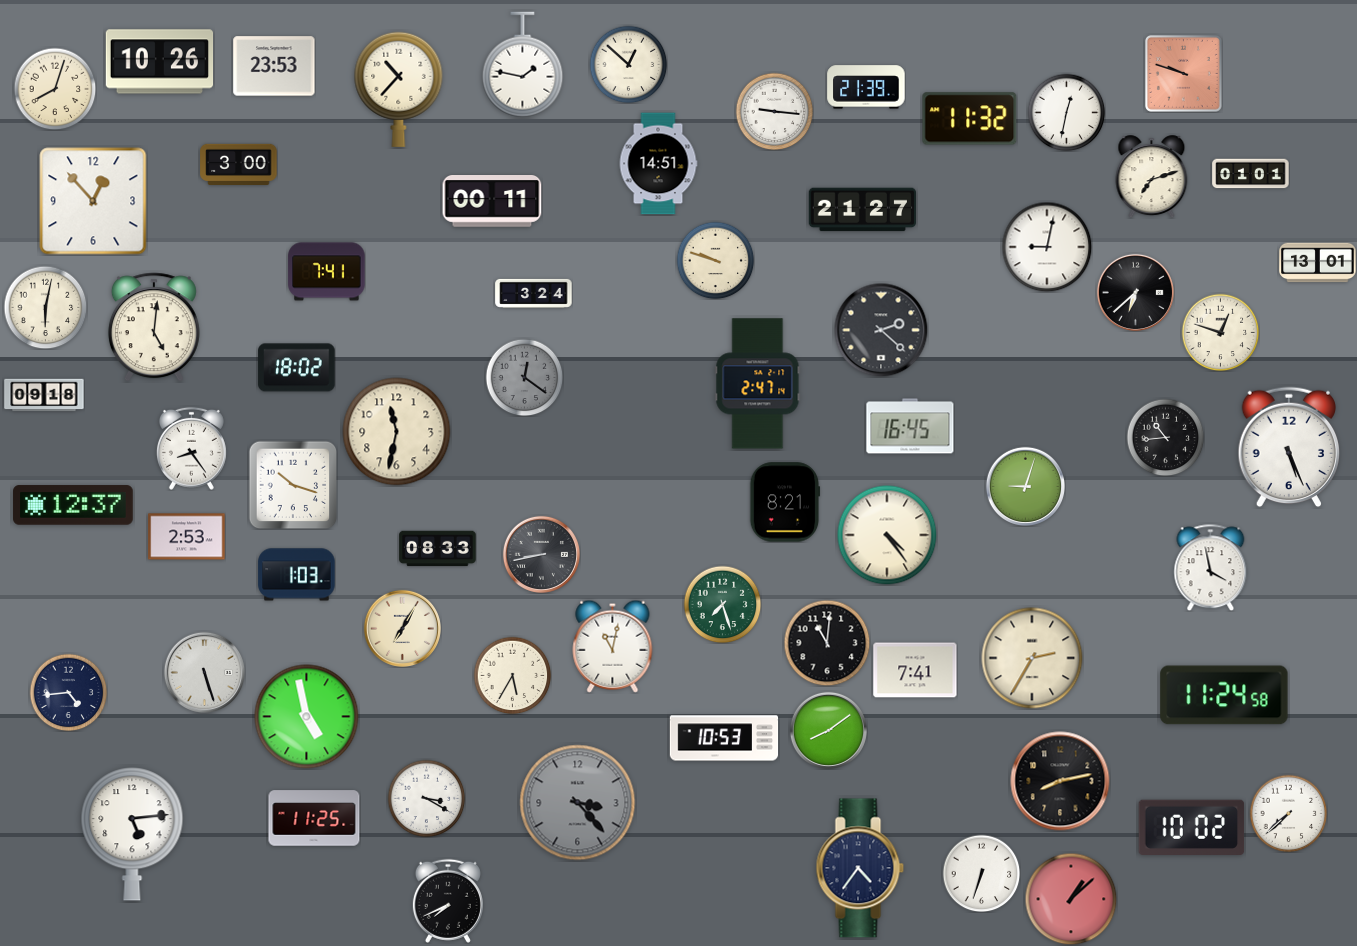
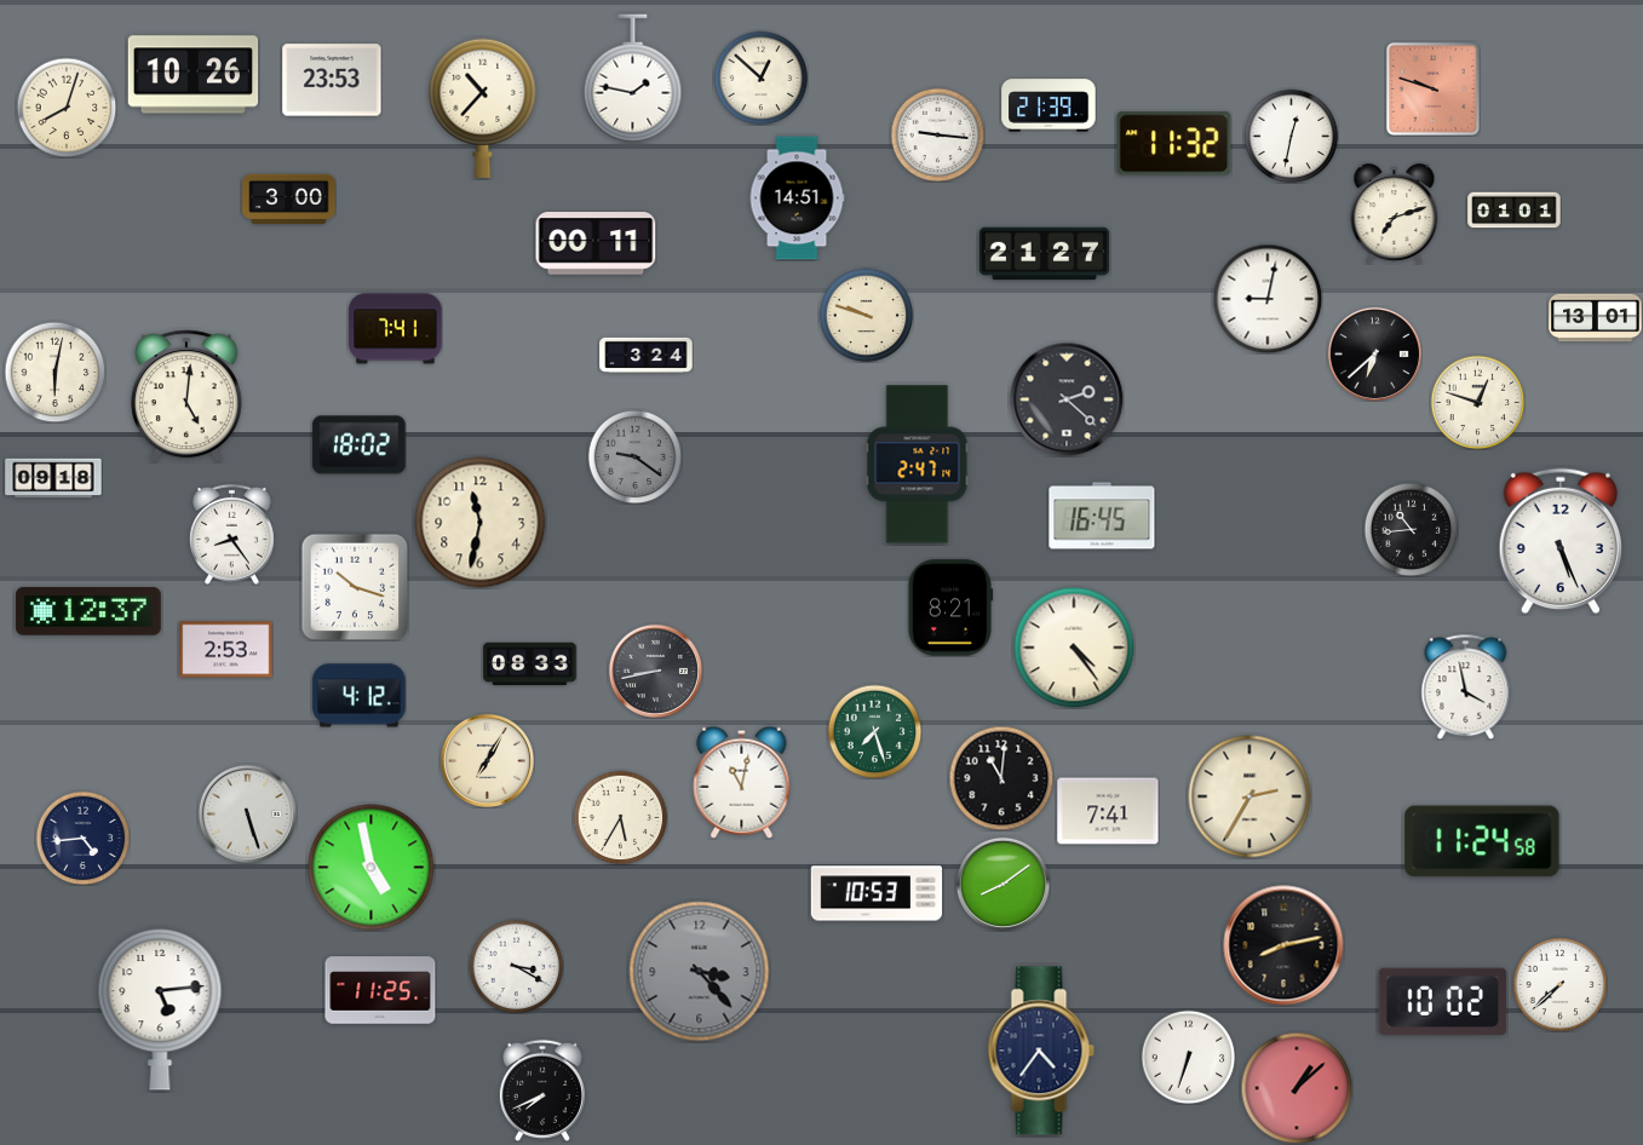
clock at (93, 201): 12:53 -> none
clock at (524, 377): 12:21 -> 9:21
clock at (191, 448) position: (191, 448) -> (231, 534)
clock at (1025, 486): 9:03 -> none
clock at (297, 575): 1:03 -> 4:12
